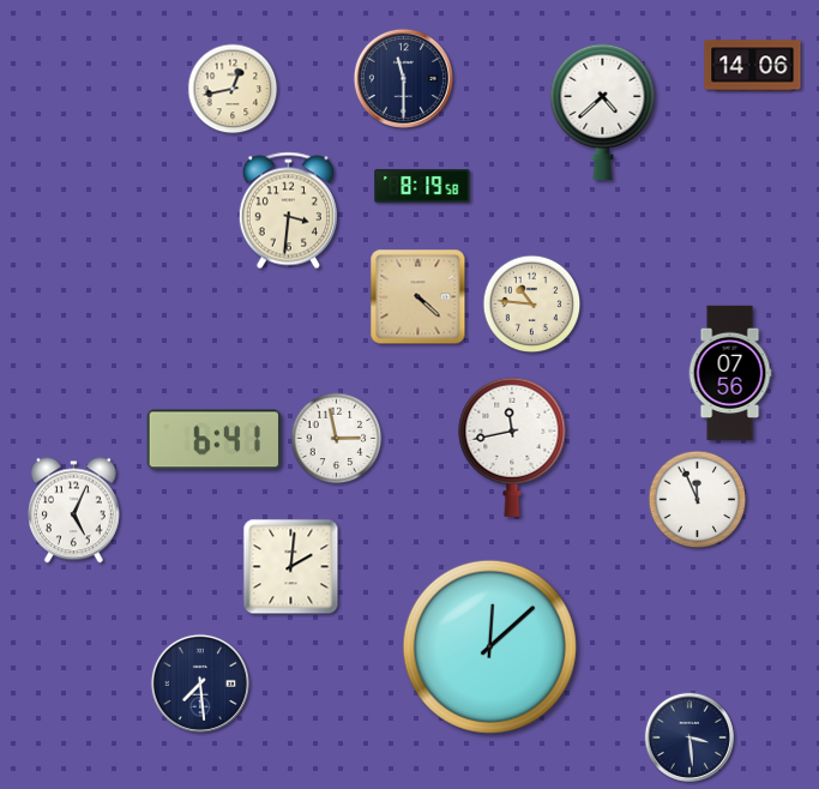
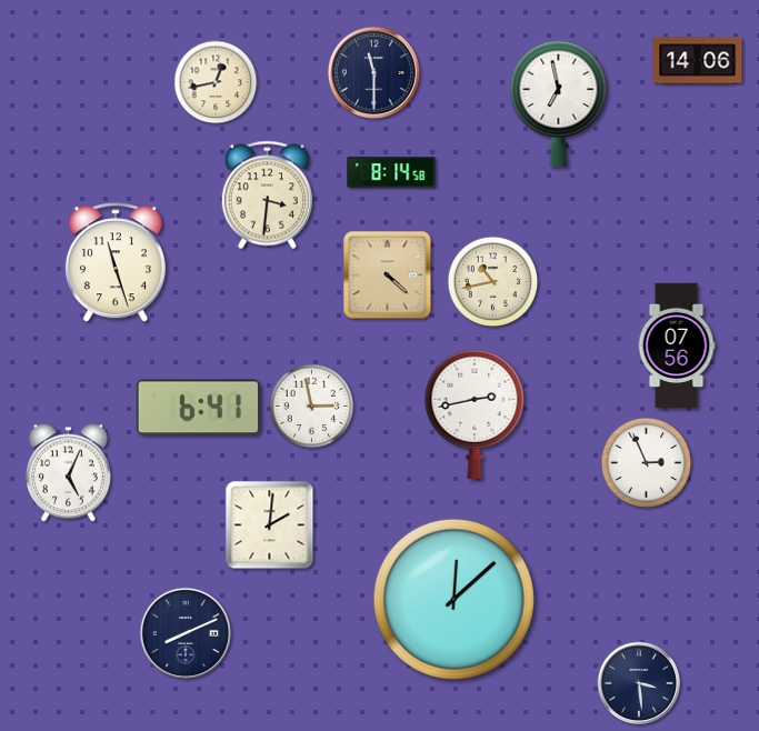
clock at (603, 112): 4:38 -> 6:58
clock at (422, 186): 8:19 -> 8:14
clock at (116, 263): none -> 11:27
clock at (532, 305): 10:46 -> 10:43
clock at (512, 447): 11:43 -> 2:43
clock at (698, 500): 11:56 -> 2:56
clock at (200, 683): 7:29 -> 8:11
